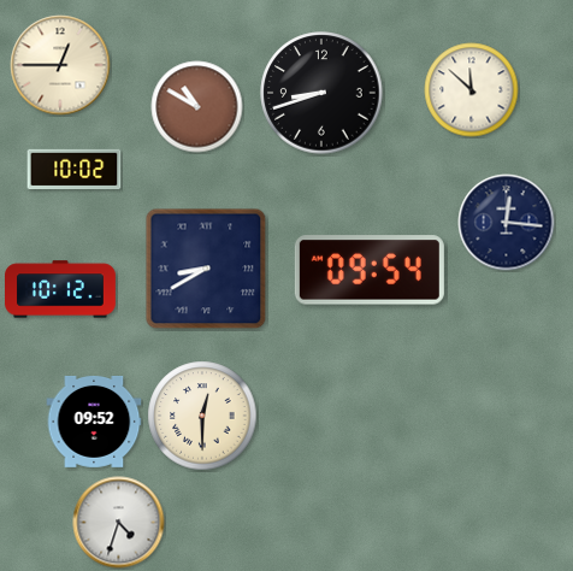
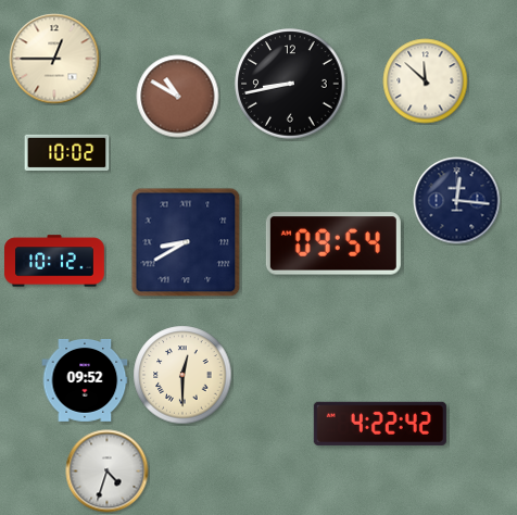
clock at (321, 93): 8:42 -> 8:43
clock at (380, 424): none -> 4:22
